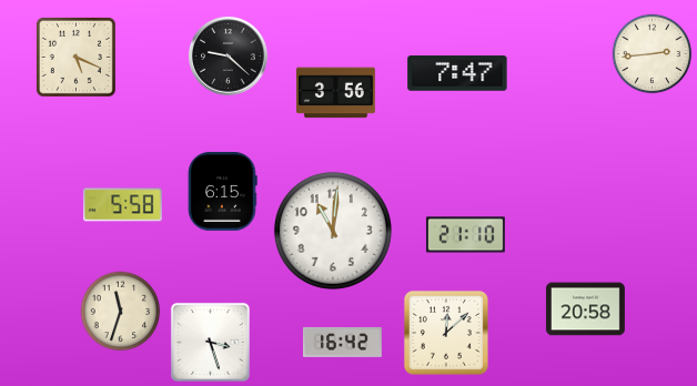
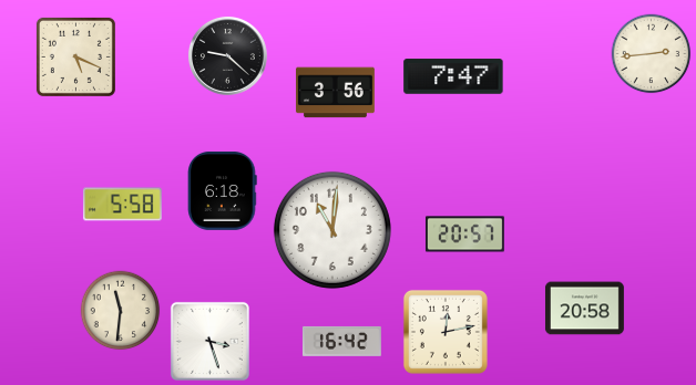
clock at (457, 73) position: (457, 73) -> (453, 76)
clock at (223, 191): 6:15 -> 6:18
clock at (465, 235): 21:10 -> 20:57
clock at (121, 312): 11:33 -> 11:31
clock at (446, 333): 12:08 -> 12:13
